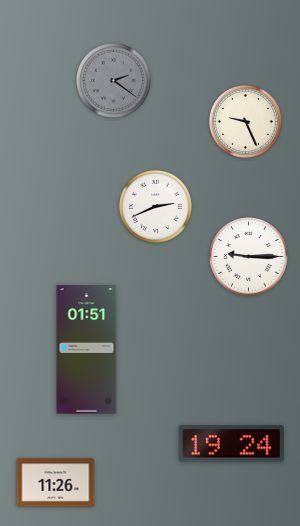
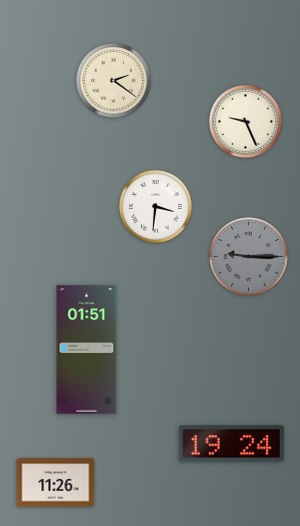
clock at (114, 81) dial: grey -> cream
clock at (155, 206): 2:41 -> 3:31
clock at (249, 257) dial: white -> grey
